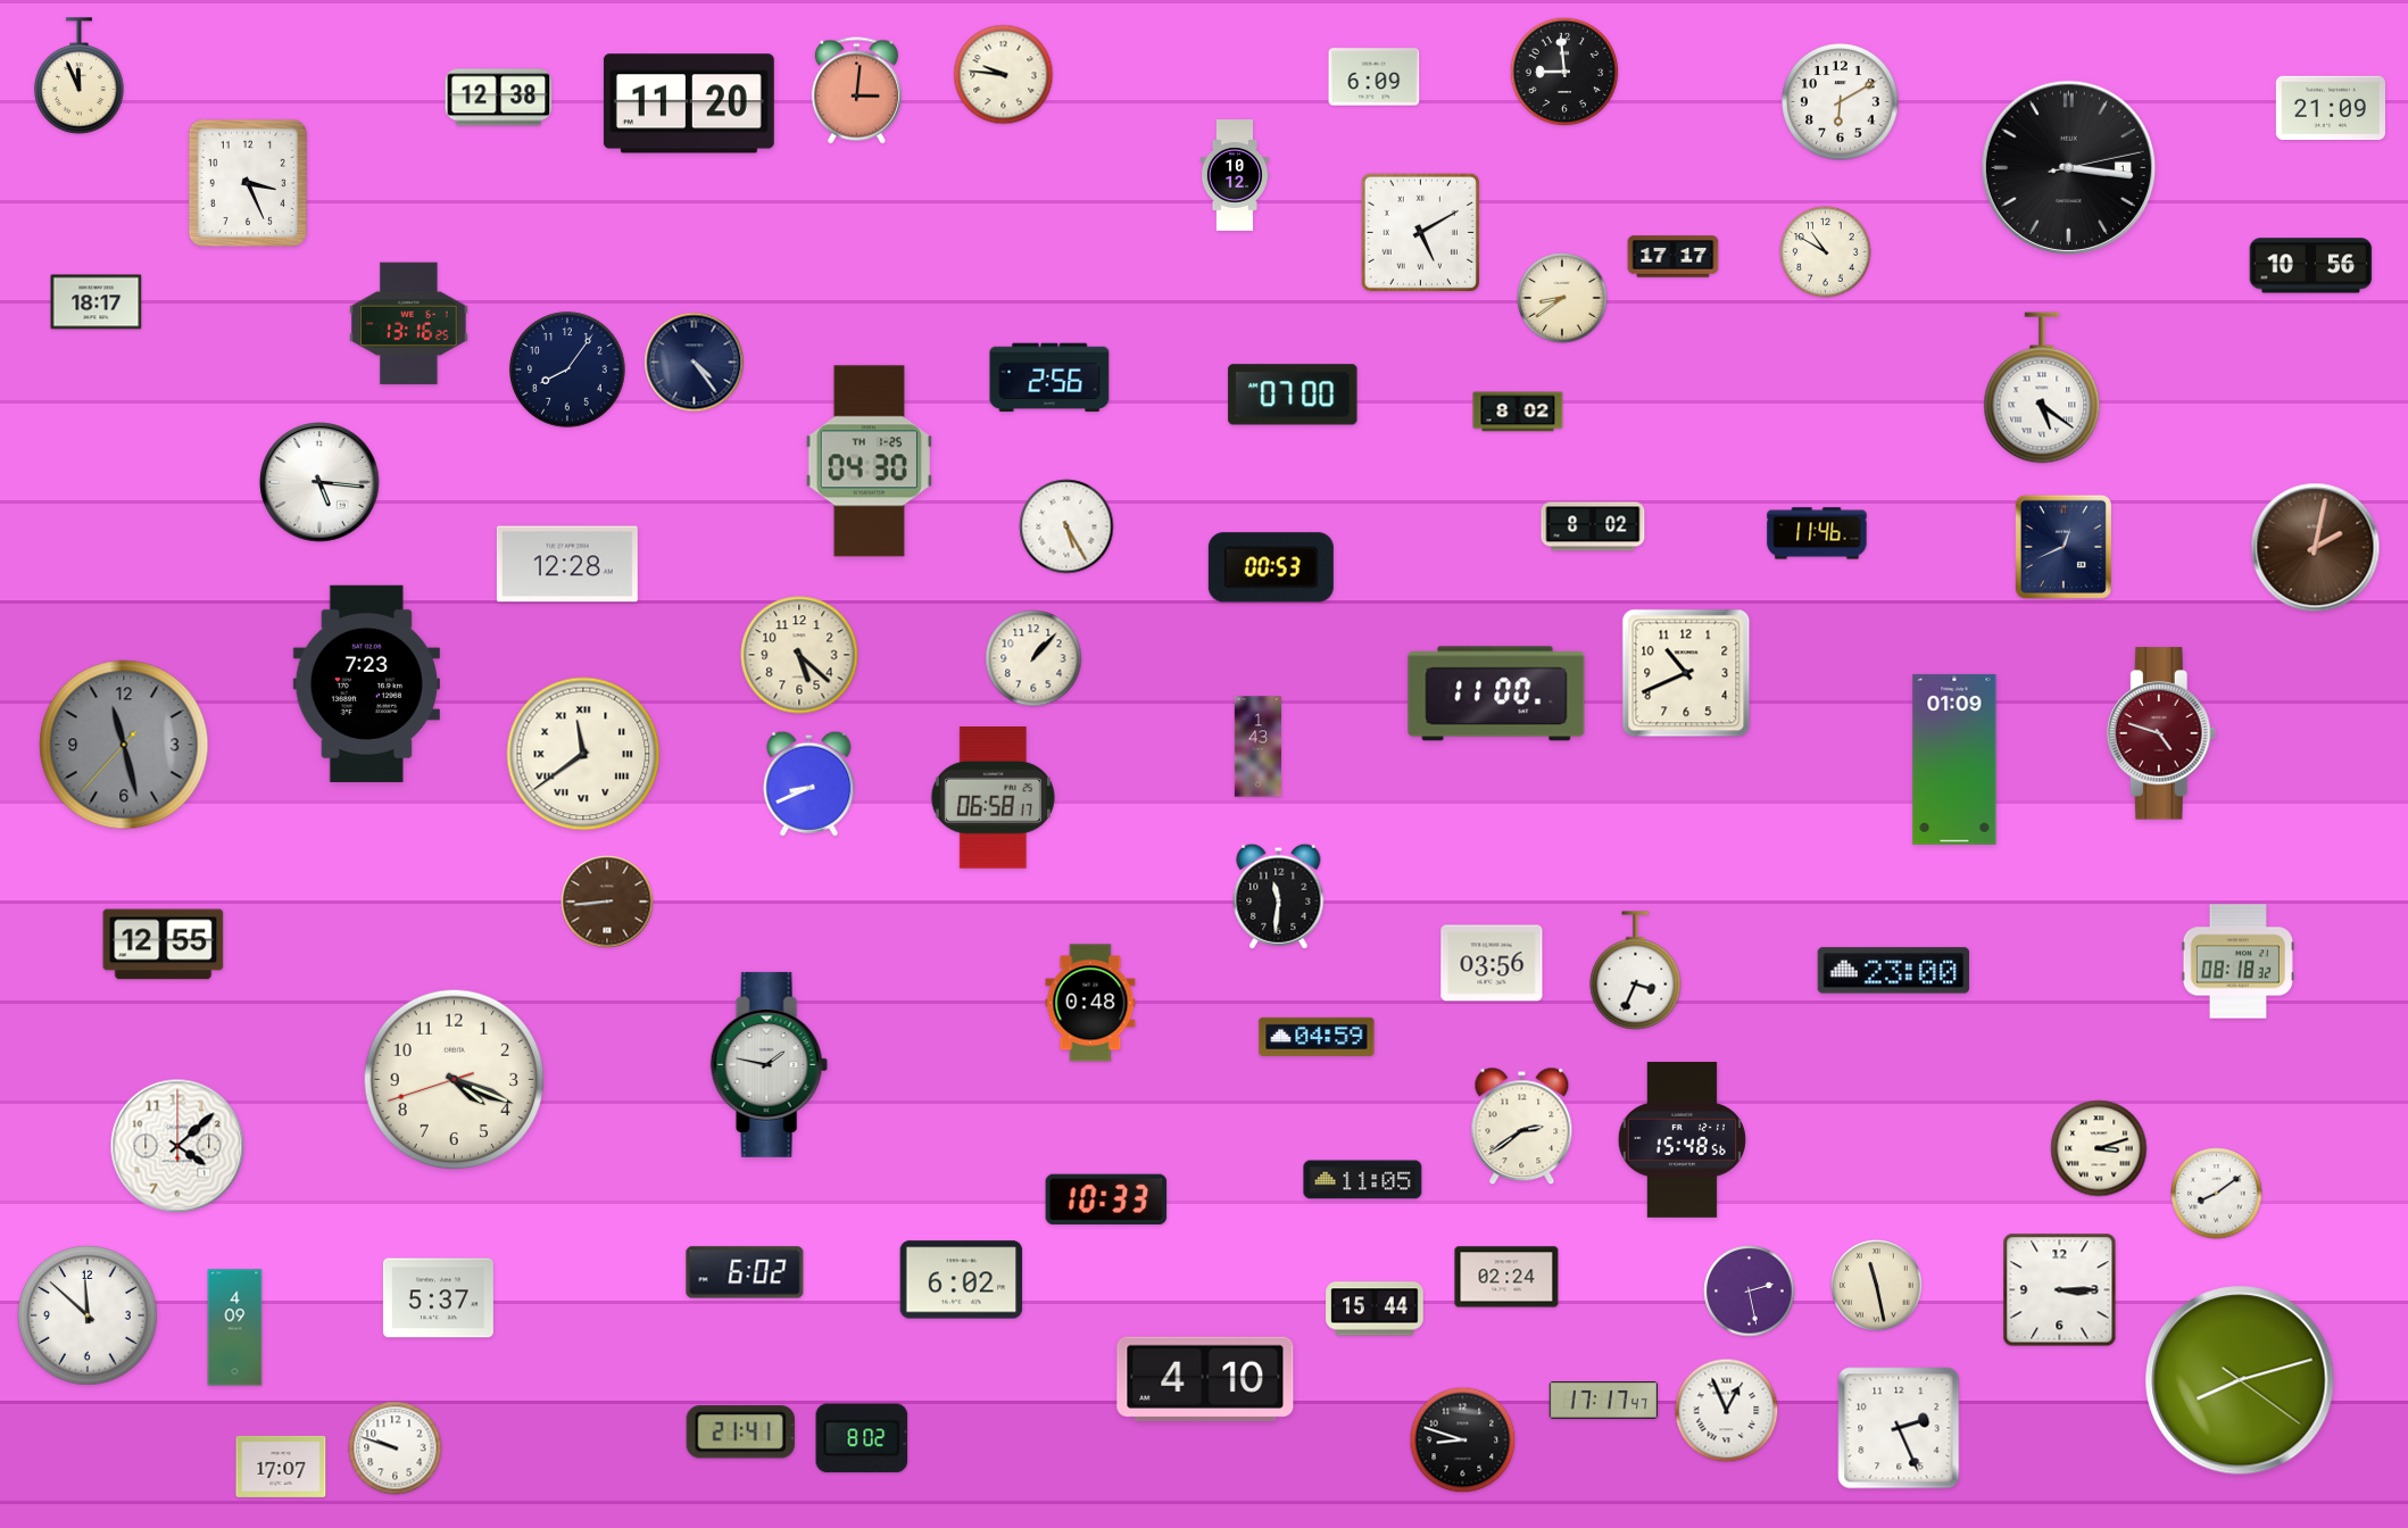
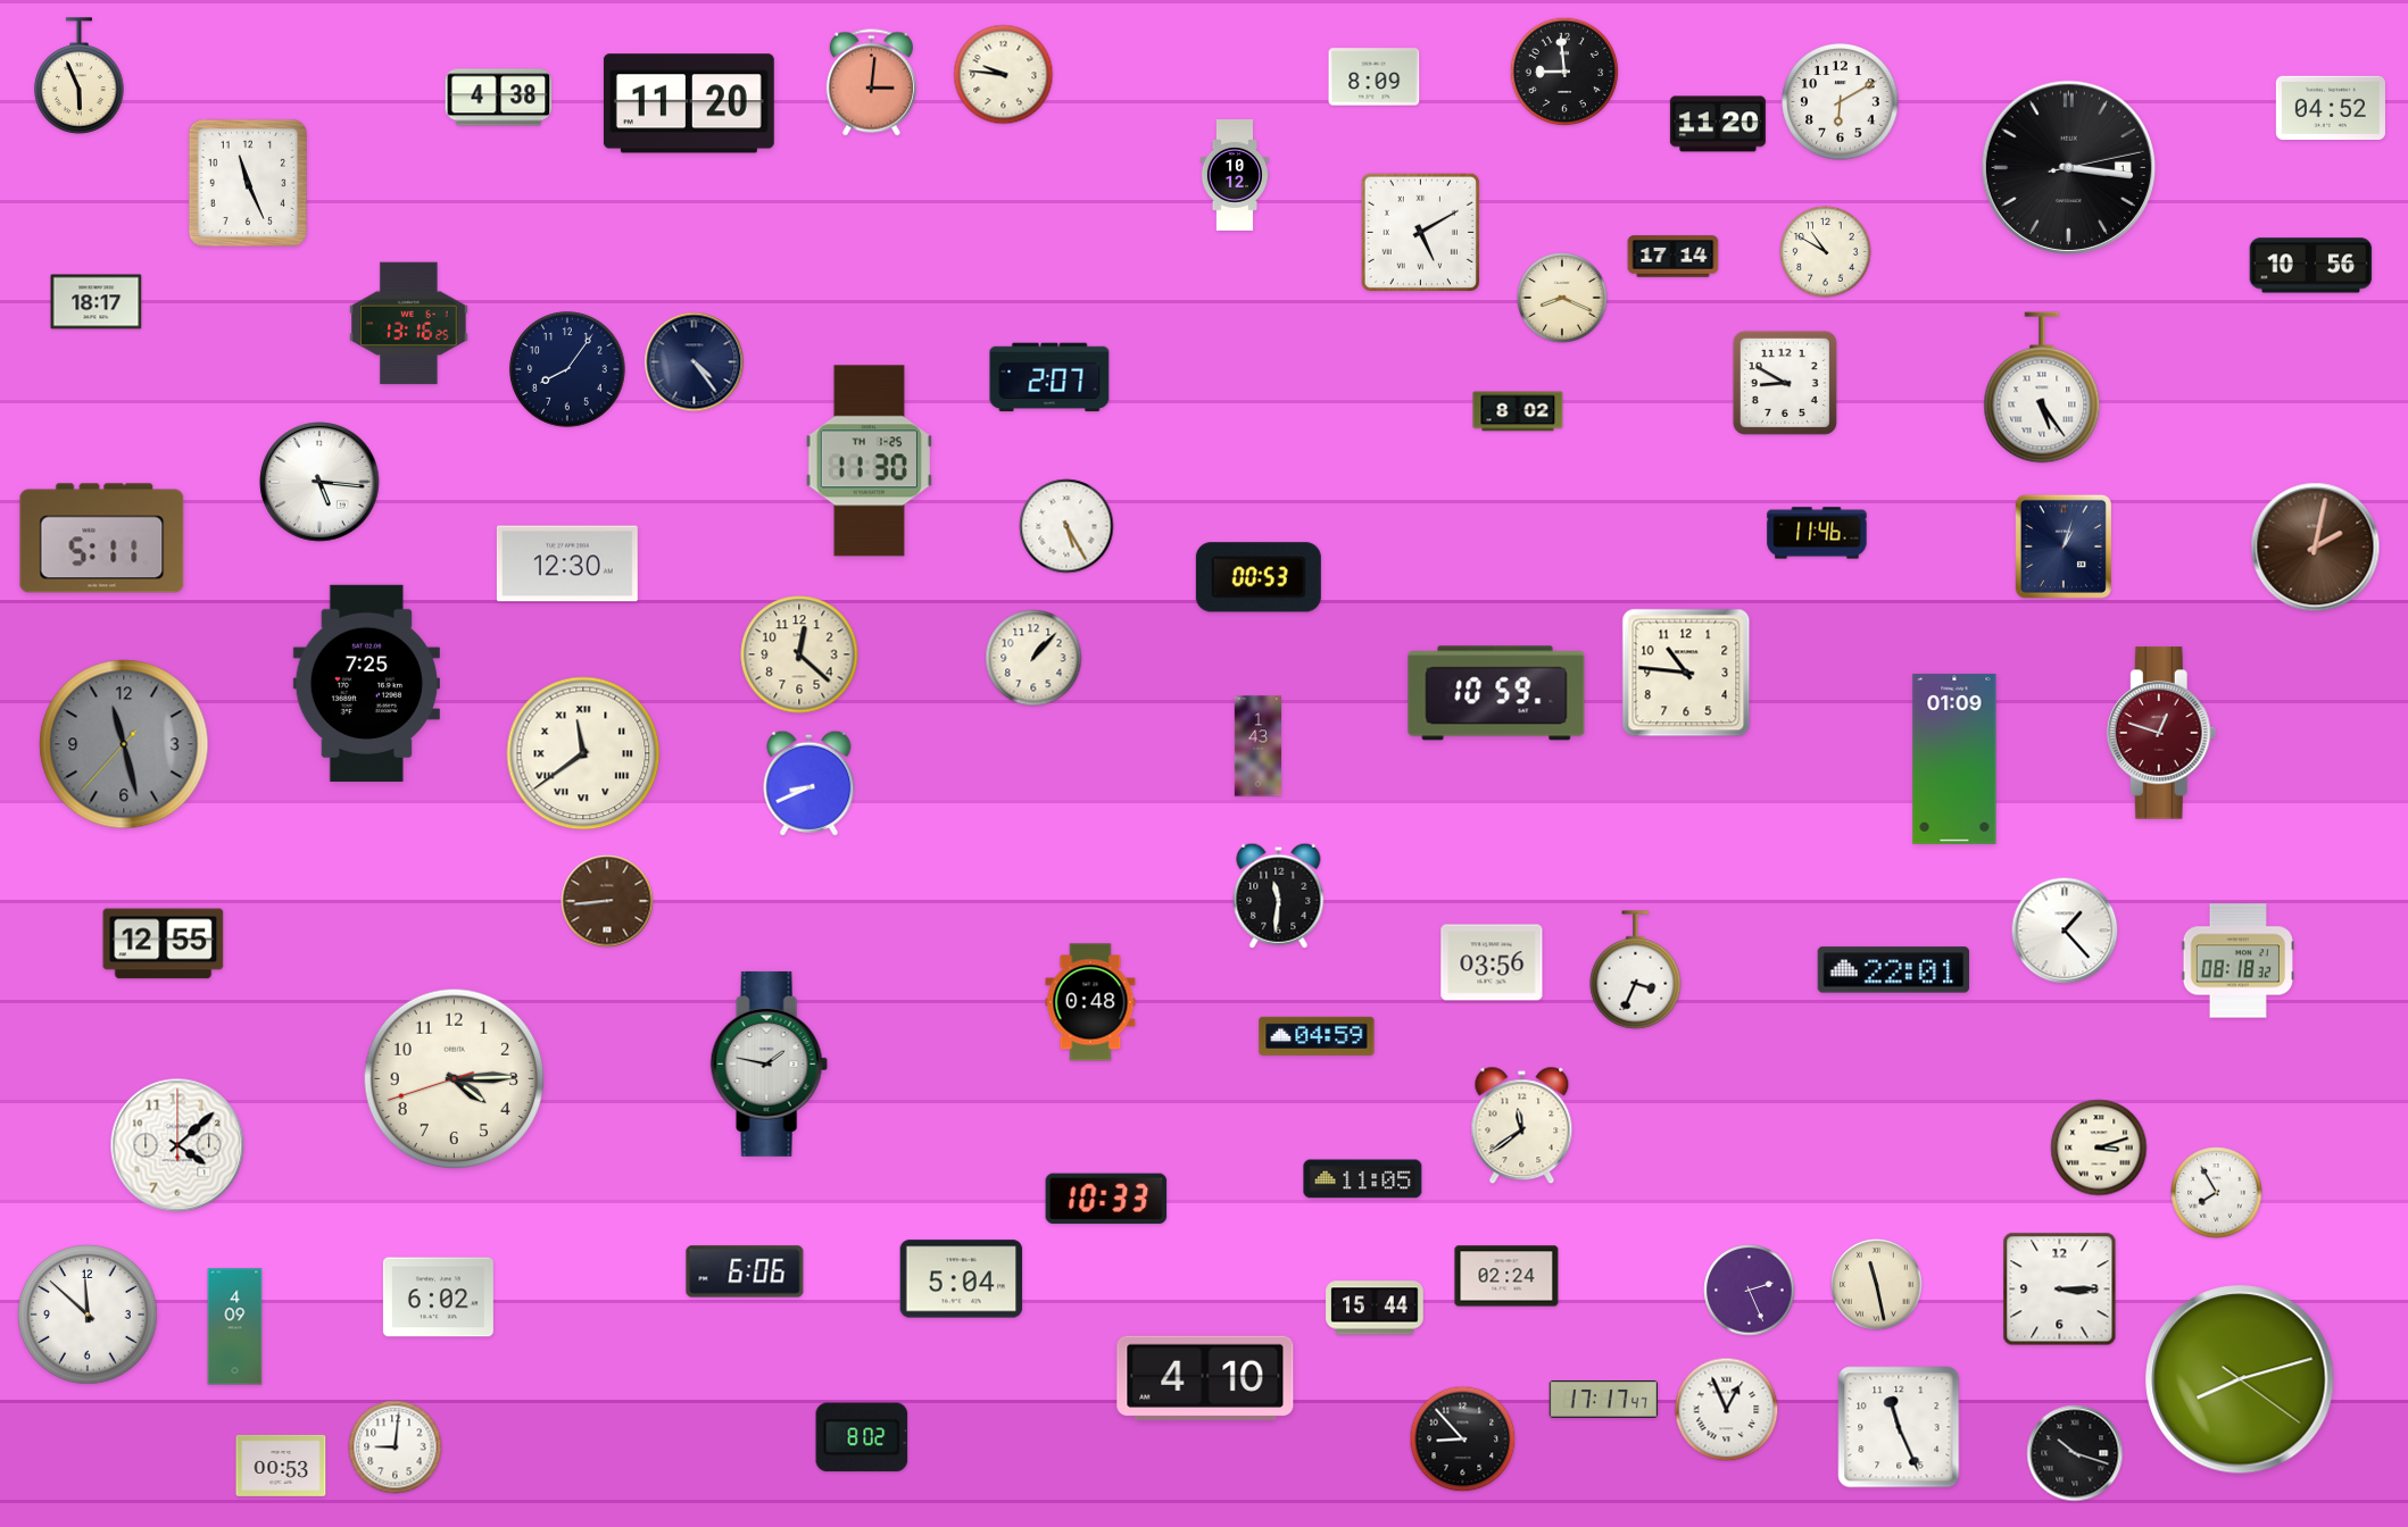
clock at (80, 76): 11:56 -> 5:56
clock at (1375, 77): 6:09 -> 8:09
clock at (856, 91) position: (856, 91) -> (871, 83)
clock at (499, 98): 12:38 -> 4:38
clock at (2331, 107): 21:09 -> 04:52
clock at (1718, 124): none -> 11:20
clock at (248, 183): 3:26 -> 11:26
clock at (1674, 257): 17:17 -> 17:14
clock at (1562, 298): 8:39 -> 8:19
clock at (1049, 377): 2:56 -> 2:07
clock at (1785, 383): none -> 8:50
clock at (2042, 388): 5:21 -> 5:24
clock at (1293, 395): 07:00 -> none
clock at (869, 462): 04:30 -> 11:30
clock at (1593, 526): 8:02 -> none
clock at (102, 539): none -> 5:11
clock at (2064, 547): 12:41 -> 1:03
clock at (567, 564): 12:28 -> 12:30
clock at (1271, 567) position: (1271, 567) -> (1259, 577)
clock at (799, 655): 5:22 -> 12:22
clock at (1686, 673): 10:41 -> 10:46
clock at (366, 683): 7:23 -> 7:25
clock at (1496, 694): 11:00 -> 10:59
clock at (2161, 733): 4:48 -> 12:48
clock at (993, 798): 06:58 -> none
clock at (2065, 931): none -> 1:23
clock at (1894, 971): 23:00 -> 22:01
clock at (455, 1080): 4:18 -> 4:14
clock at (1522, 1127): 2:39 -> 11:39
clock at (1682, 1139): 15:48 -> none
clock at (2217, 1194): 8:09 -> 7:55
clock at (745, 1272): 6:02 -> 6:06
clock at (962, 1280): 6:02 -> 5:04
clock at (1750, 1292): 2:28 -> 2:26
clock at (438, 1298): 5:37 -> 6:02
clock at (1899, 1428): 2:26 -> 11:26
clock at (740, 1432): 21:41 -> none
clock at (1463, 1440): 8:48 -> 8:53
clock at (396, 1448): 9:48 -> 9:01
clock at (2075, 1453): none -> 10:18
clock at (281, 1467): 17:07 -> 00:53
